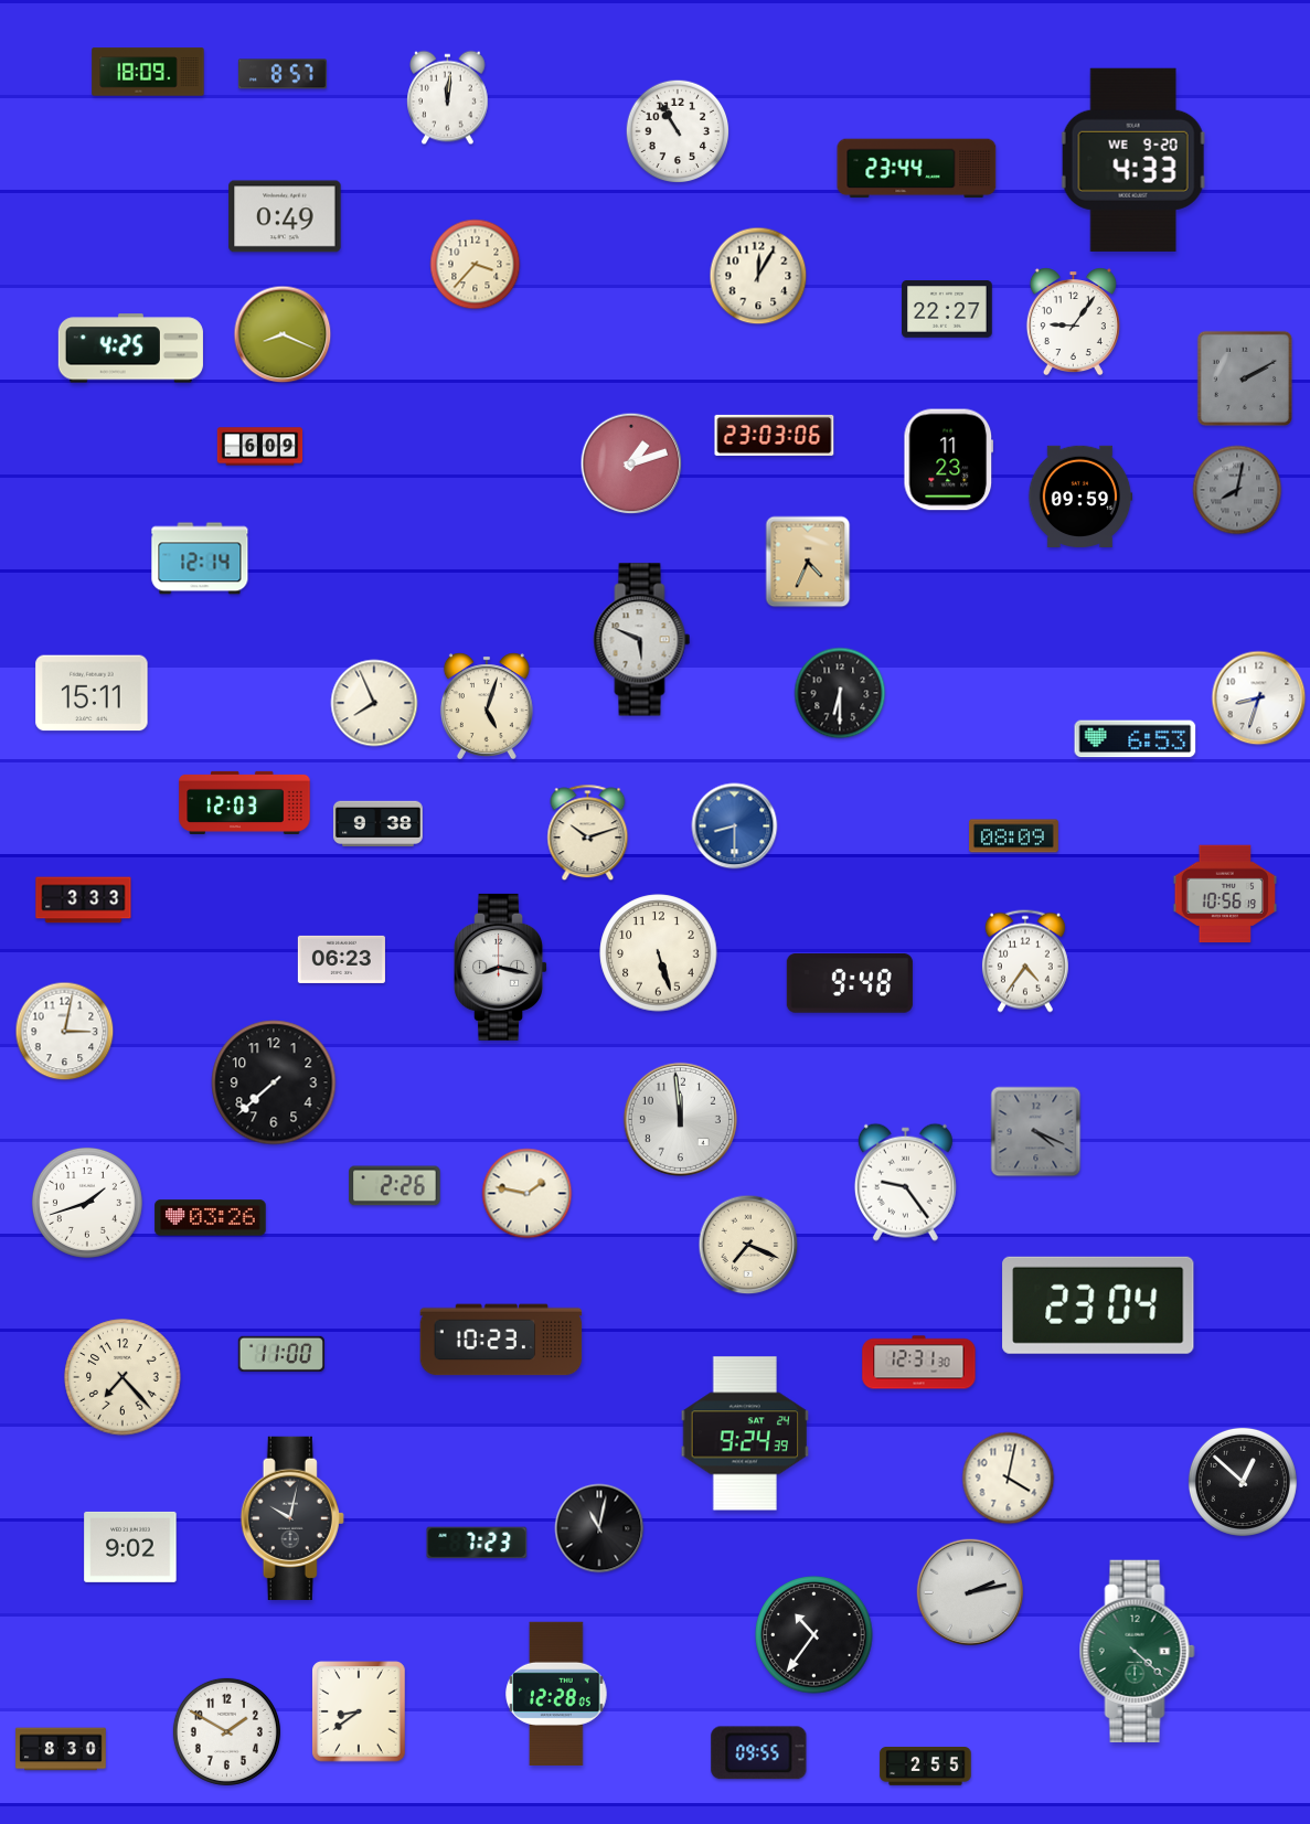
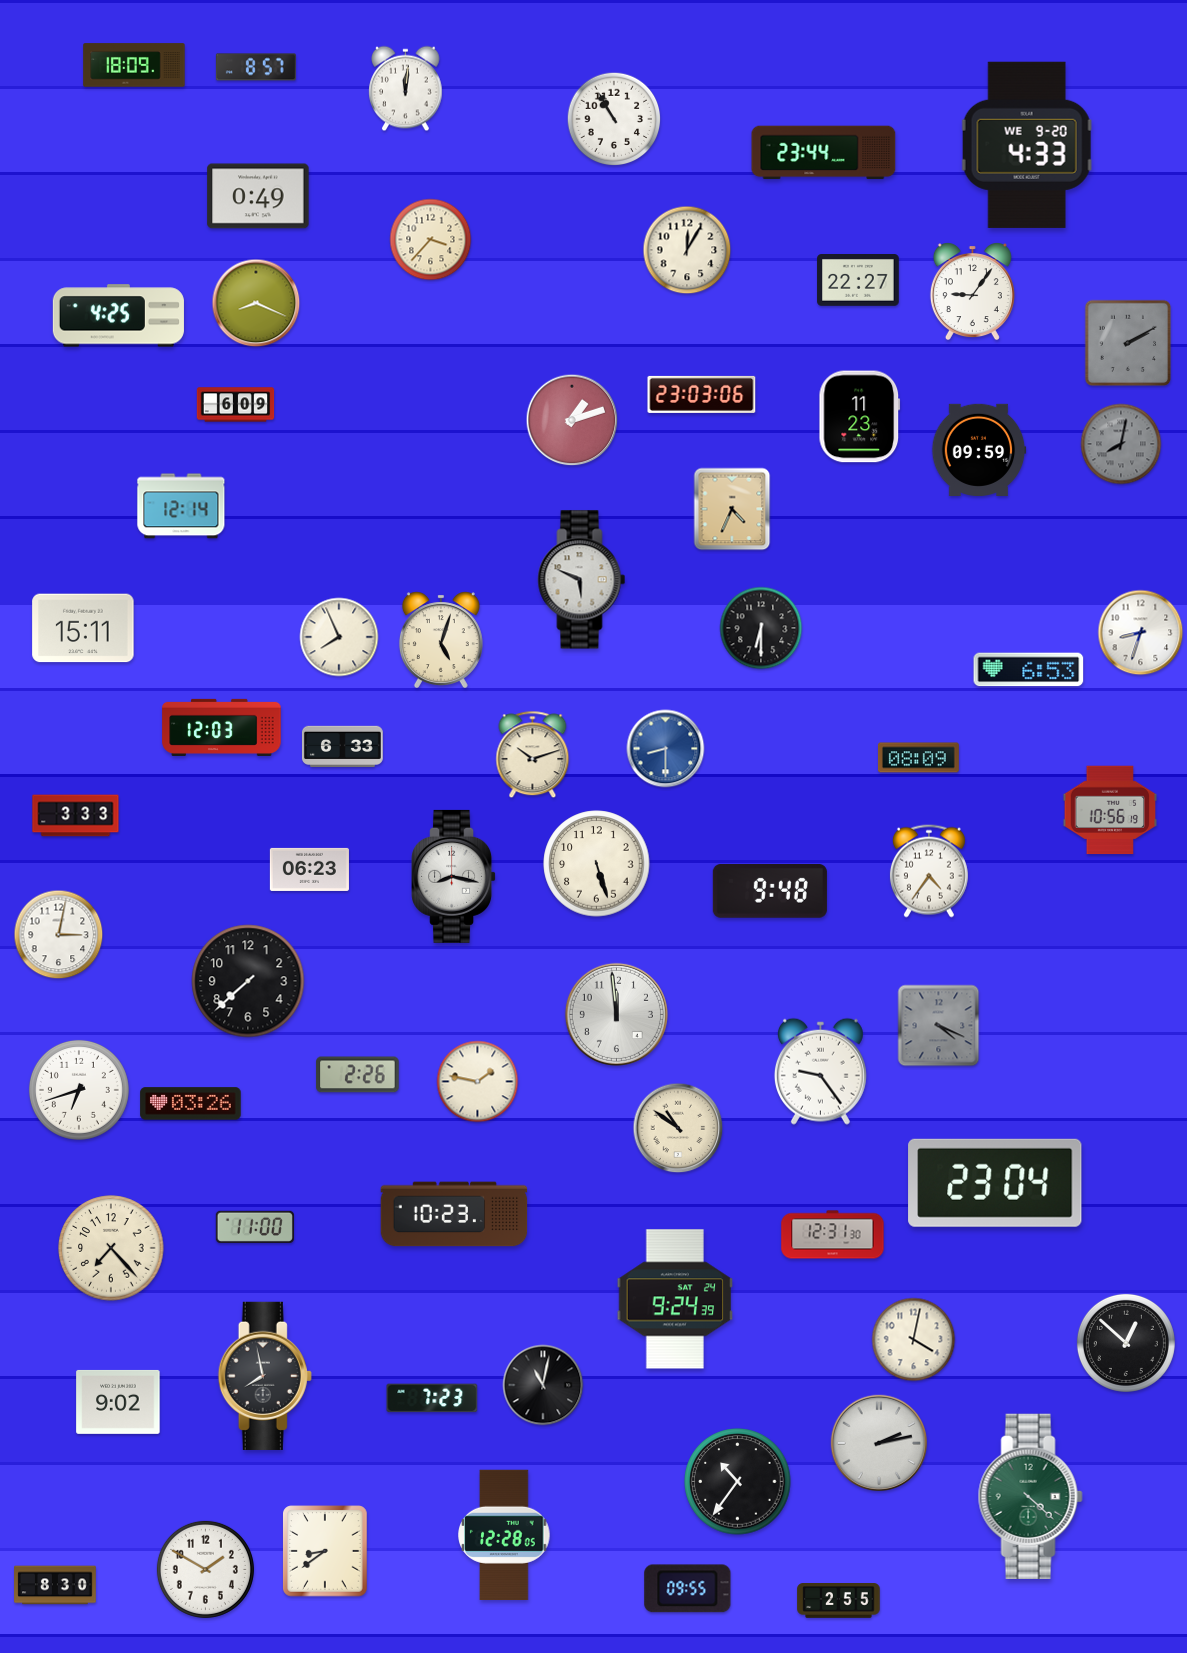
clock at (917, 169) position: (917, 169) -> (824, 153)
clock at (377, 823): 9:38 -> 6:33
clock at (87, 1203): 1:42 -> 6:42
clock at (748, 1245): 7:19 -> 10:51
clock at (292, 1518): 10:02 -> 7:58
